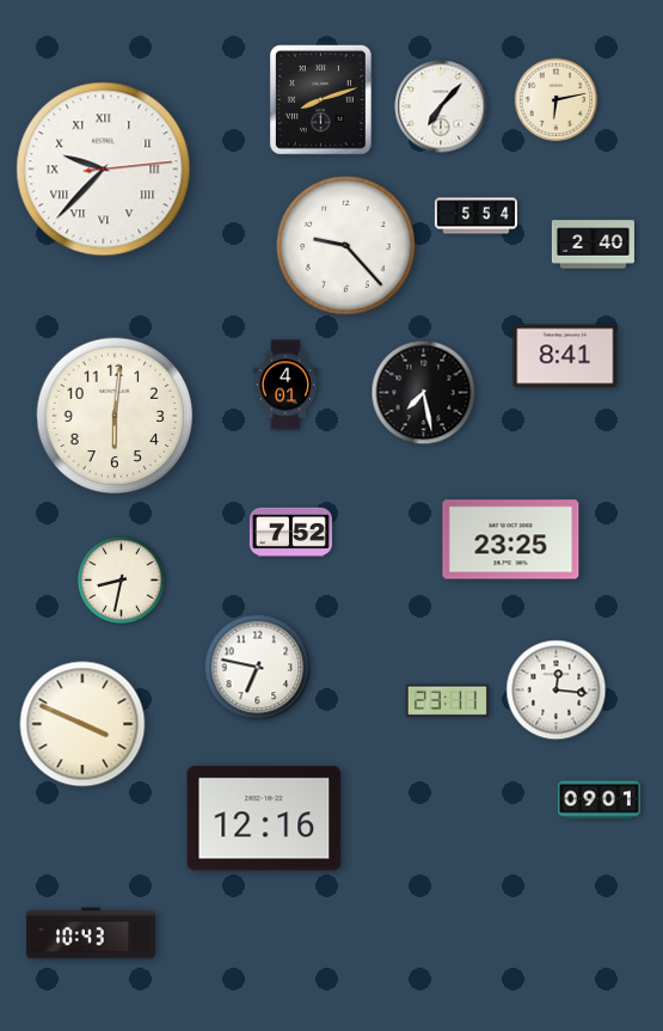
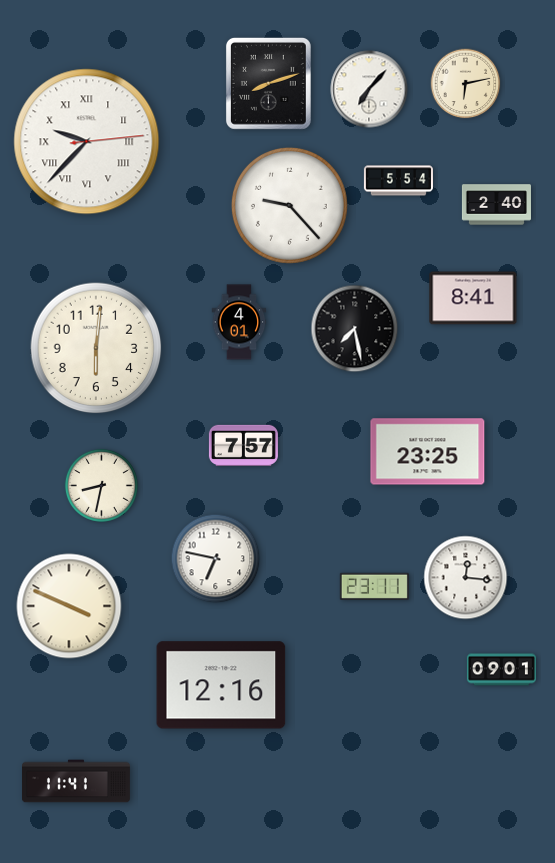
clock at (290, 532): 7:52 -> 7:57
clock at (92, 933): 10:43 -> 11:41
